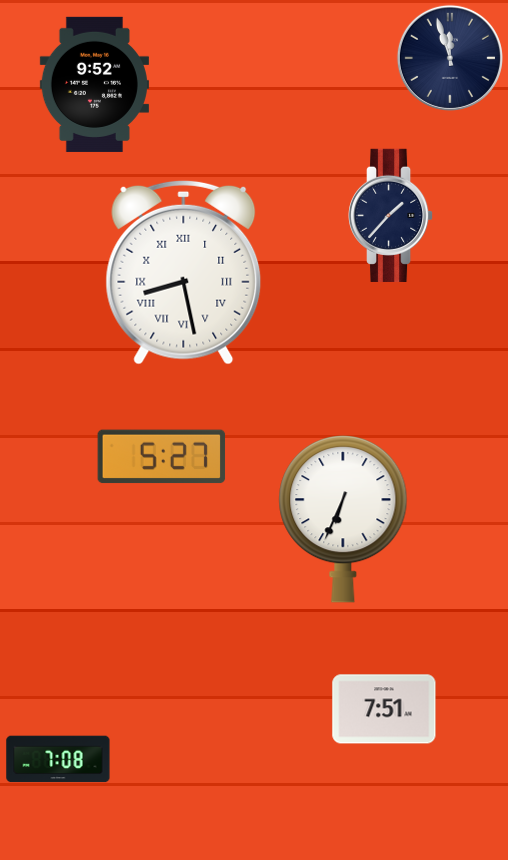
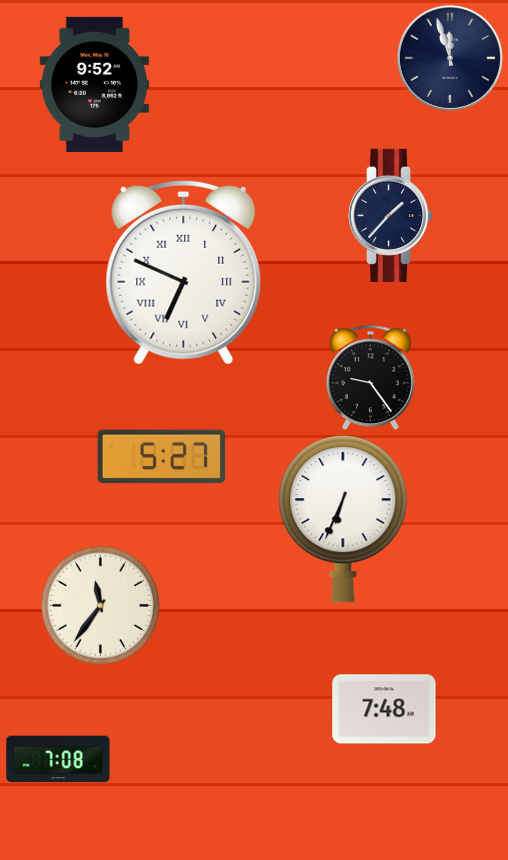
clock at (184, 272): 8:28 -> 6:49
clock at (370, 377): none -> 9:24
clock at (100, 605): none -> 11:36
clock at (384, 709): 7:51 -> 7:48
